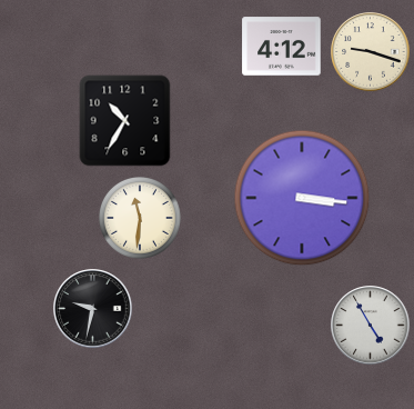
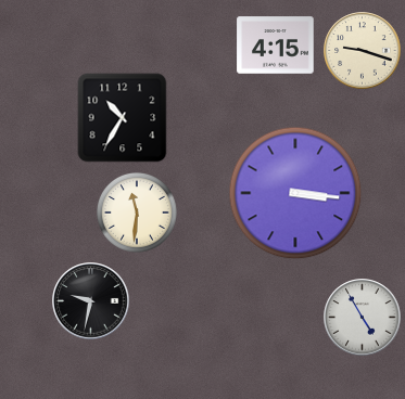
clock at (282, 47): 4:12 -> 4:15
